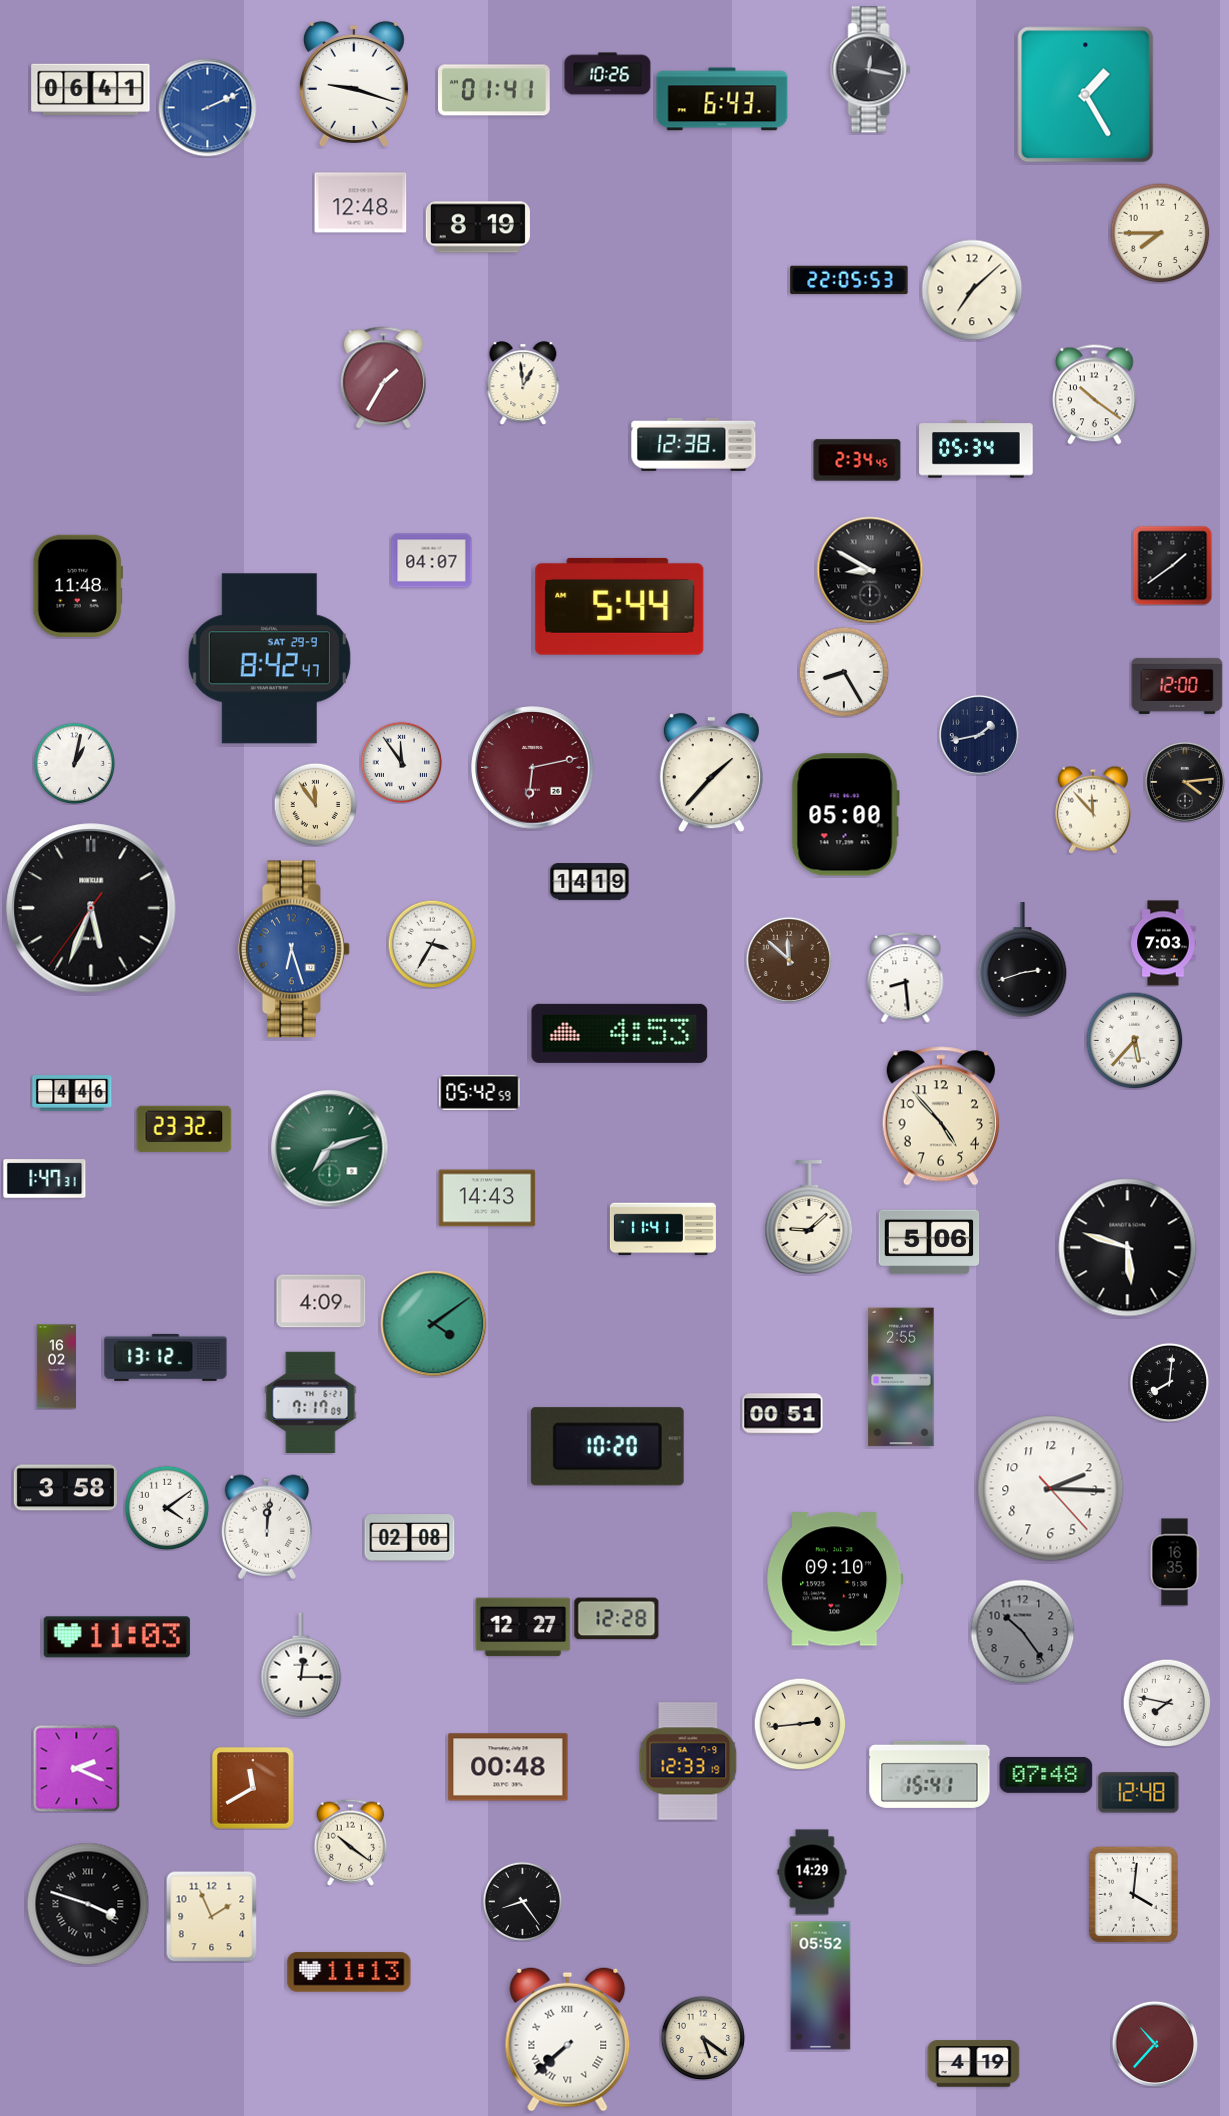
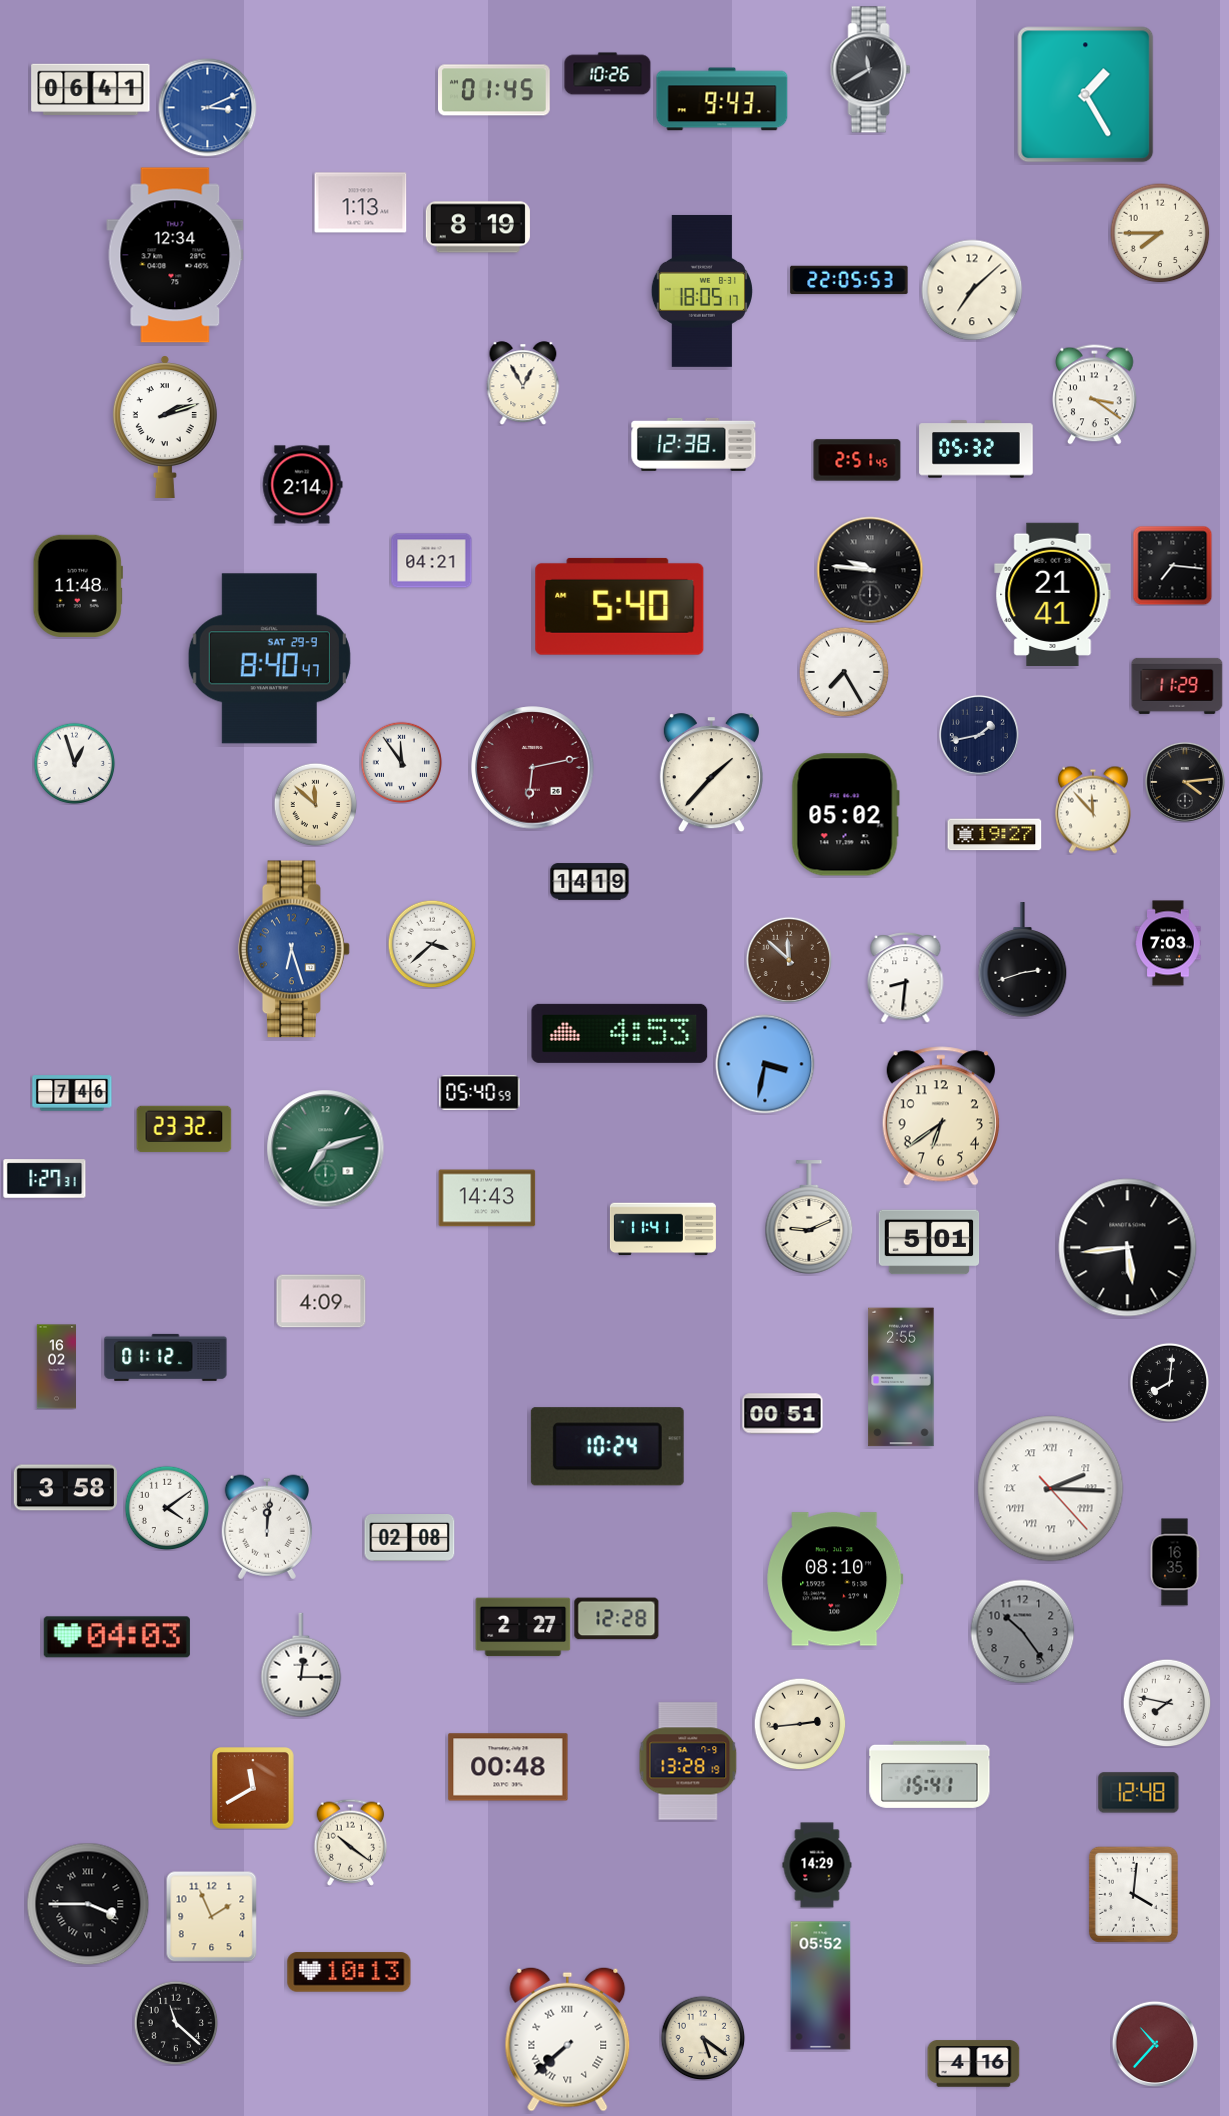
clock at (871, 70): 12:17 -> 11:40
clock at (354, 84): 9:18 -> none
clock at (495, 90): 01:41 -> 01:45
clock at (722, 99): 6:43 -> 9:43
clock at (208, 108): 2:11 -> 3:11
clock at (361, 203): 12:48 -> 1:13
clock at (175, 255): none -> 12:34
clock at (702, 291): none -> 18:05
clock at (383, 378): 1:35 -> none
clock at (523, 383): 12:59 -> 12:55
clock at (1095, 395): 10:21 -> 3:21
clock at (165, 426): none -> 2:12
clock at (976, 449): 05:34 -> 05:32
clock at (857, 460): 2:34 -> 2:51
clock at (302, 485): none -> 2:14
clock at (432, 561): 04:07 -> 04:21
clock at (1172, 565): 1:39 -> 7:16
clock at (870, 570): 8:50 -> 9:46
clock at (1053, 594): none -> 21:41
clock at (620, 606): 5:44 -> 5:40
clock at (269, 659): 8:42 -> 8:40
clock at (844, 672): 8:25 -> 7:25
clock at (1177, 686): 12:00 -> 11:29
clock at (74, 763): 1:02 -> 12:57
clock at (315, 804): 11:54 -> 11:52
clock at (845, 815): 05:00 -> 05:02
clock at (995, 835): none -> 19:27
clock at (91, 908): 5:33 -> none
clock at (1163, 943) position: (1163, 943) -> (1168, 943)
clock at (432, 944): 3:35 -> 3:38
clock at (906, 978): 8:29 -> 8:31
clock at (1134, 1040): 5:37 -> none
clock at (765, 1064): none -> 3:32
clock at (480, 1092): 05:42 -> 05:40
clock at (72, 1093): 4:46 -> 7:46
clock at (941, 1116): 4:53 -> 6:39
clock at (330, 1149) position: (330, 1149) -> (326, 1149)
clock at (45, 1179): 1:47 -> 1:27
clock at (809, 1217): 9:08 -> 9:11
clock at (929, 1242): 5:06 -> 5:01
clock at (1128, 1248): 5:48 -> 5:44
clock at (434, 1324): 4:09 -> none
clock at (166, 1357): 13:12 -> 01:12
clock at (311, 1402): 7:17 -> none
clock at (607, 1447): 10:20 -> 10:24
clock at (1051, 1489) numerals: Arabic -> Roman
clock at (835, 1579): 09:10 -> 08:10
clock at (523, 1627): 12:27 -> 2:27
clock at (117, 1637): 11:03 -> 04:03
clock at (688, 1761): 12:33 -> 13:28
clock at (76, 1768): 2:19 -> none
clock at (1046, 1775): 07:48 -> none
clock at (812, 1872) position: (812, 1872) -> (817, 1865)
clock at (522, 1901): 8:24 -> none
clock at (88, 1904): 3:48 -> 3:45
clock at (349, 1972): 11:13 -> 10:13
clock at (176, 2023): none -> 11:22
clock at (974, 2064): 4:19 -> 4:16
